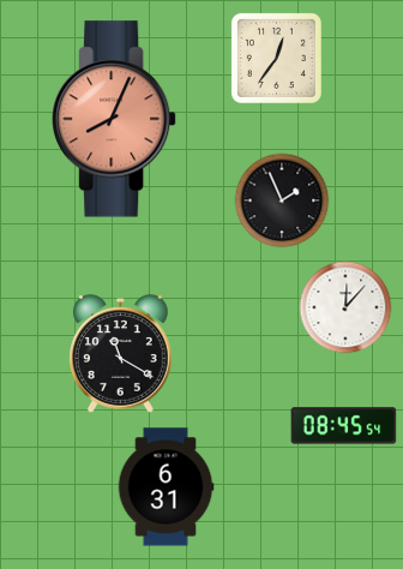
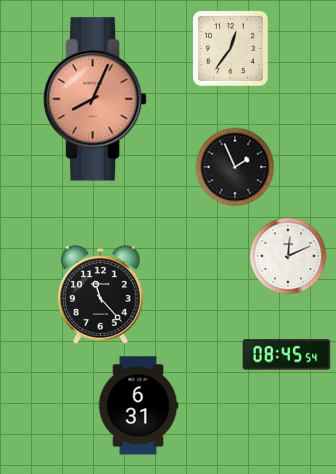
clock at (345, 307): 12:07 -> 12:11
clock at (121, 354): 11:20 -> 11:23
